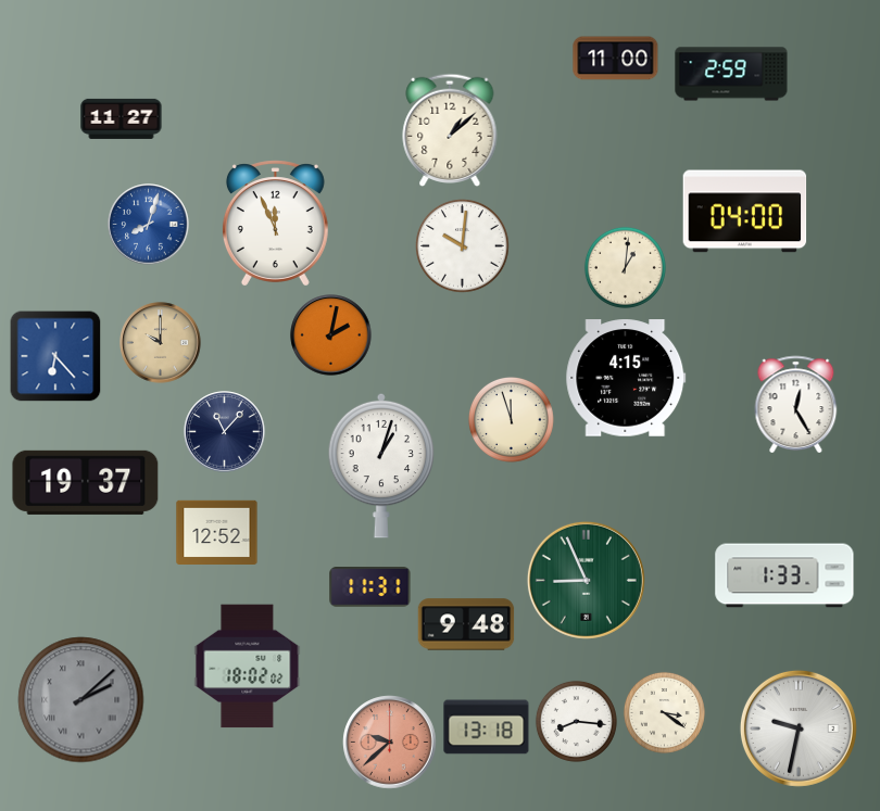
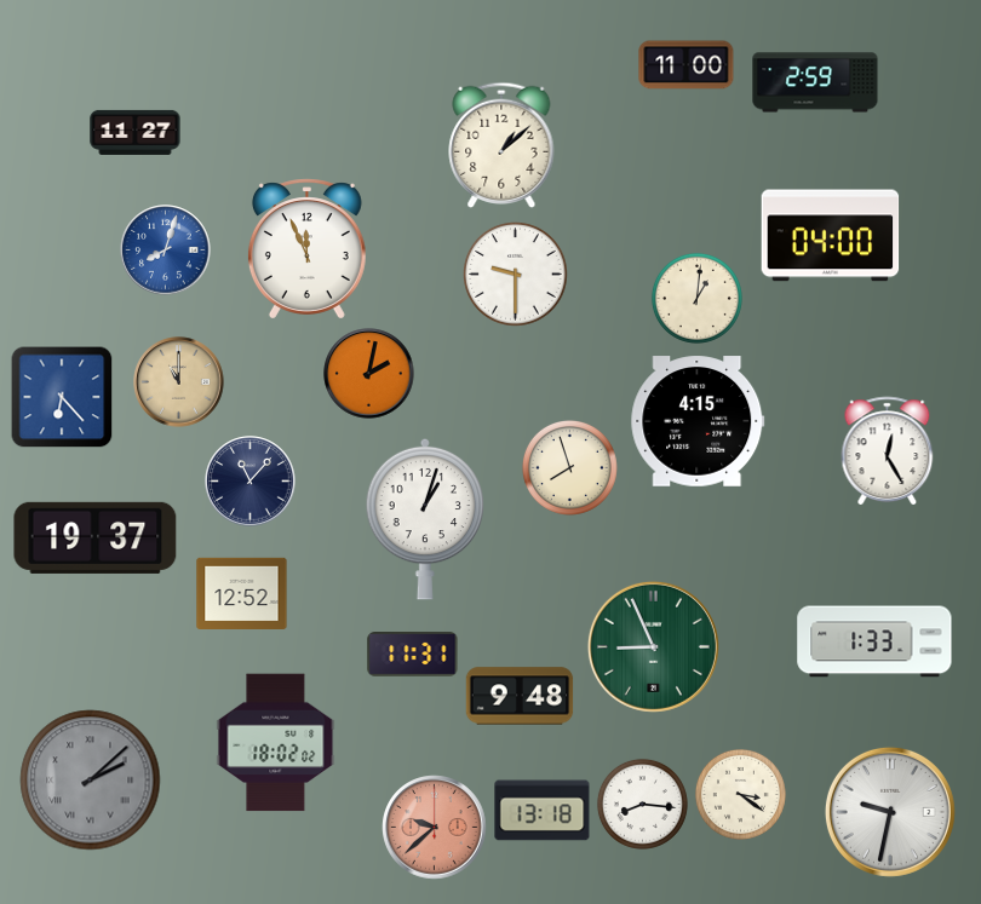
clock at (463, 246): 10:01 -> 9:30
clock at (161, 343): 10:00 -> 11:00
clock at (511, 419): 11:57 -> 7:57
